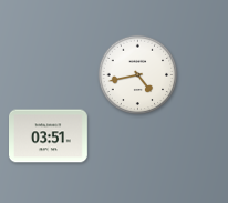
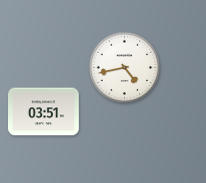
clock at (49, 136) position: (49, 136) -> (44, 112)
